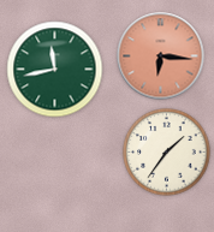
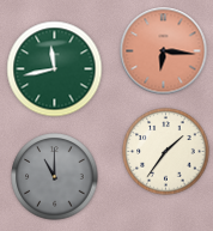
clock at (161, 56) position: (161, 56) -> (164, 51)
clock at (55, 177): none -> 11:00
